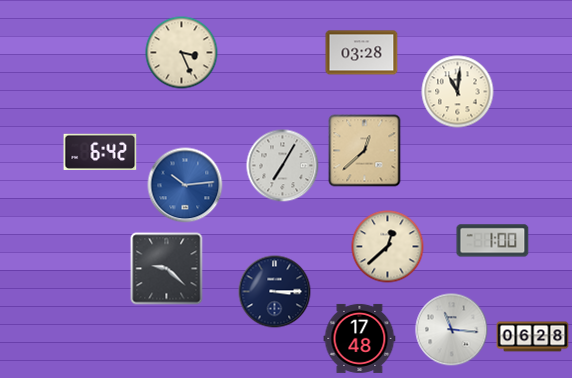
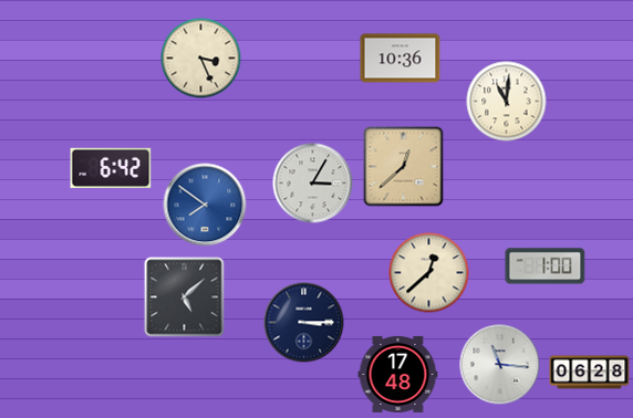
clock at (362, 53): 03:28 -> 10:36
clock at (283, 166): 7:05 -> 3:05
clock at (185, 185): 10:14 -> 7:51
clock at (167, 269): 9:22 -> 5:08
